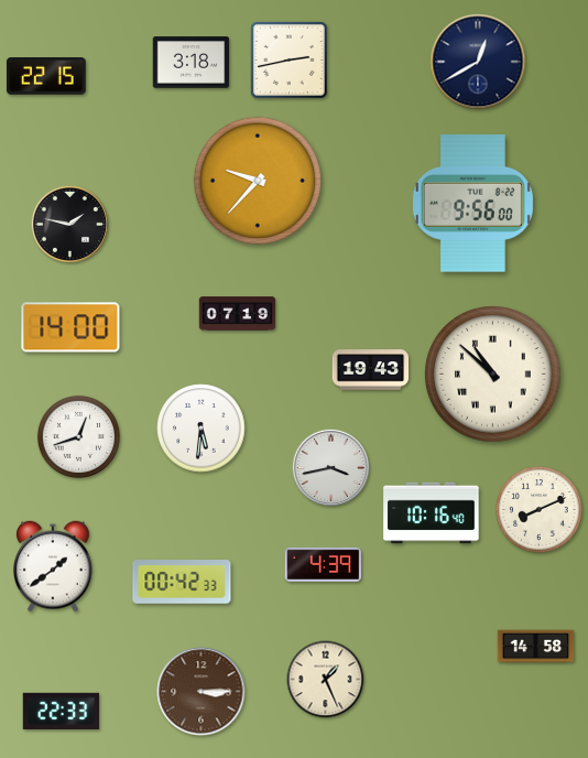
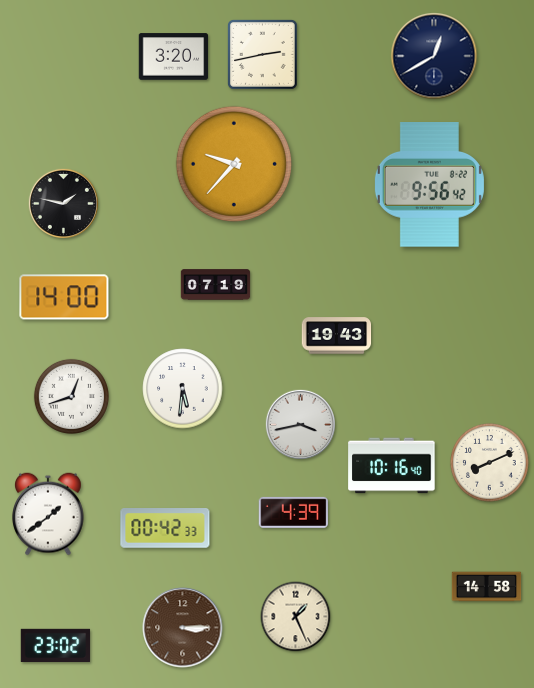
clock at (192, 63): 3:18 -> 3:20
clock at (46, 77): 22:15 -> none
clock at (472, 204): 9:56:00 -> 9:56:42
clock at (493, 375): 10:52 -> none
clock at (62, 711): 22:33 -> 23:02
